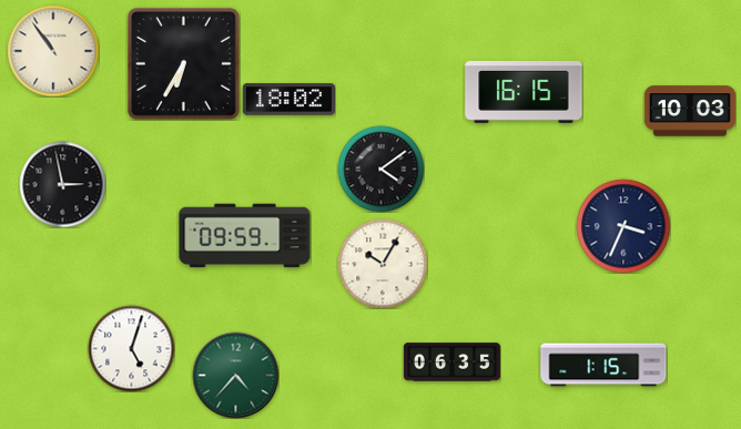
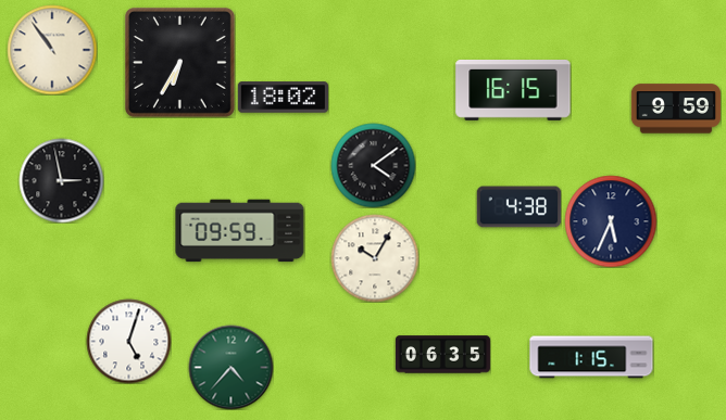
clock at (690, 111): 10:03 -> 9:59
clock at (518, 207): none -> 4:38
clock at (623, 226): 3:34 -> 5:34
